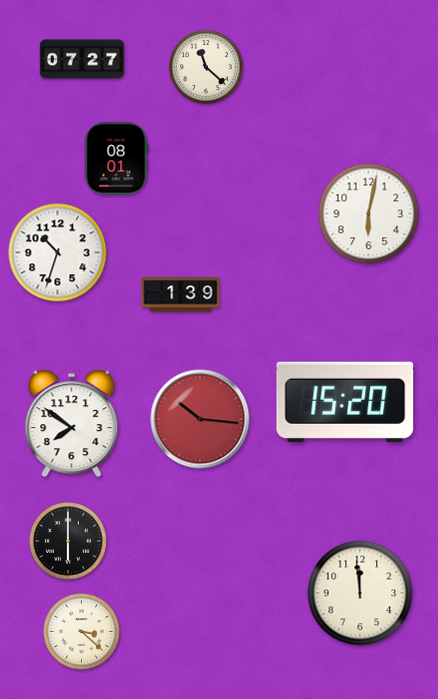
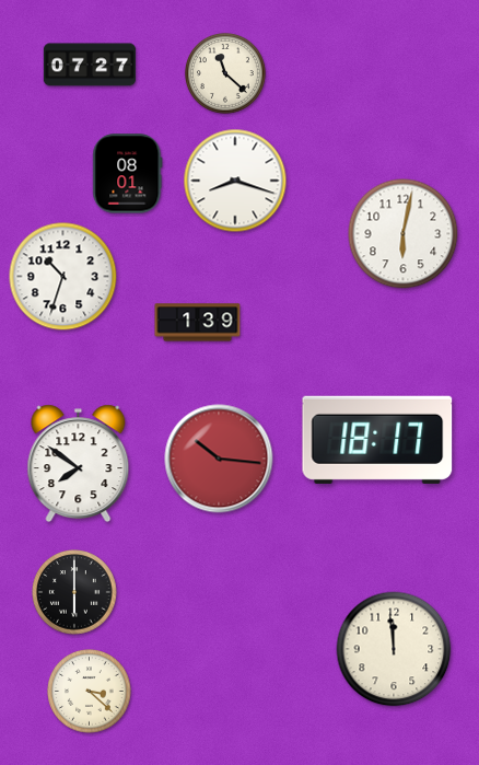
clock at (235, 181): none -> 8:18
clock at (345, 402): 15:20 -> 18:17
